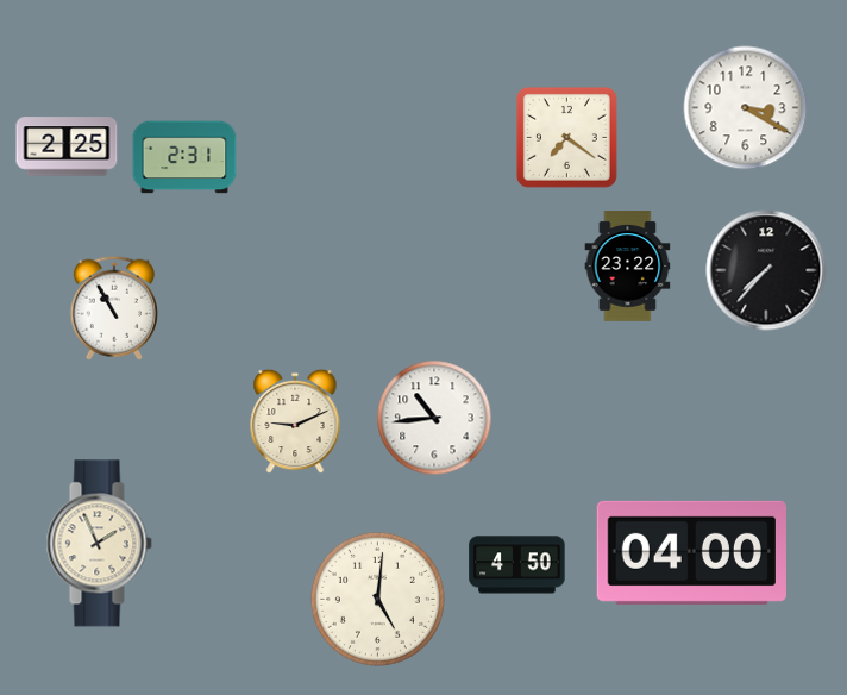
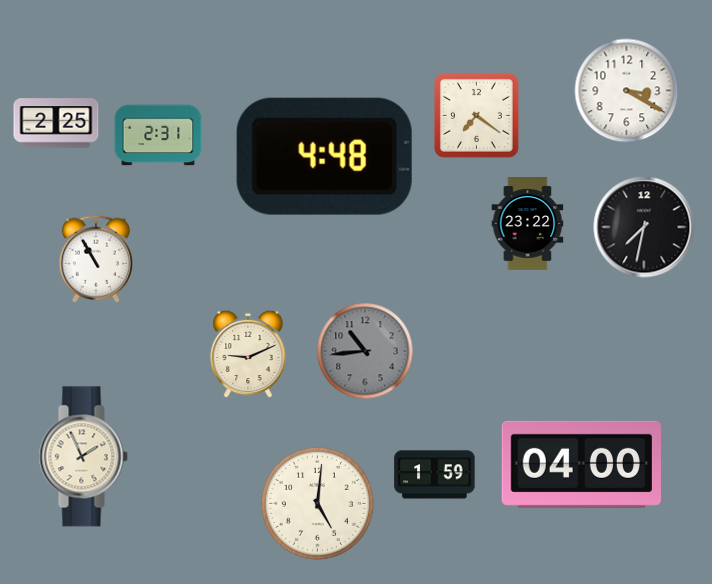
clock at (184, 157) position: (184, 157) -> (158, 135)
clock at (324, 156): none -> 4:48
clock at (766, 270): 7:37 -> 7:32
clock at (434, 418) dial: white -> grey
clock at (517, 565): 4:50 -> 1:59
